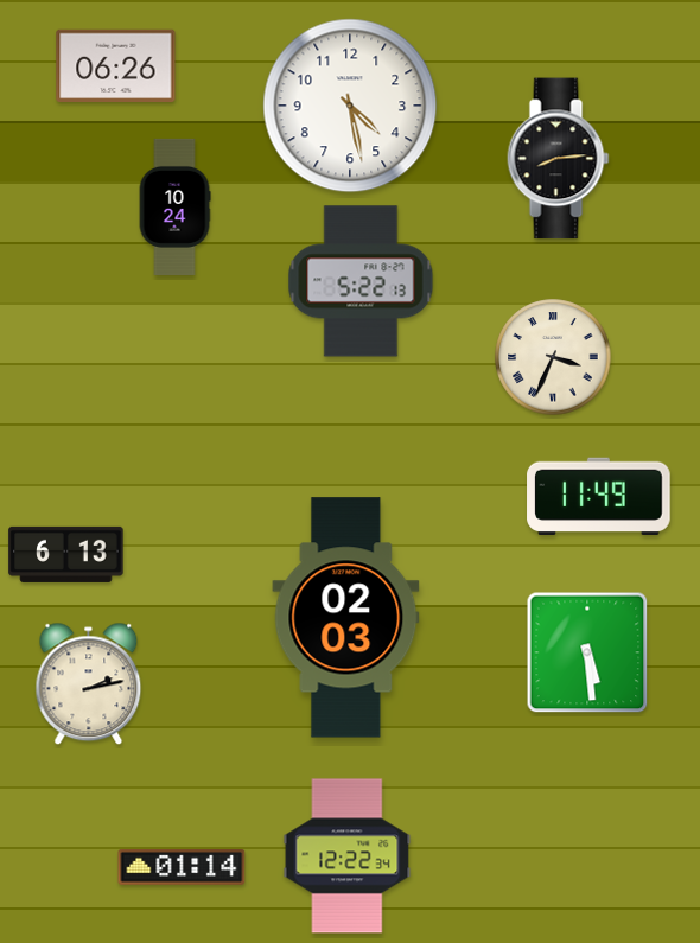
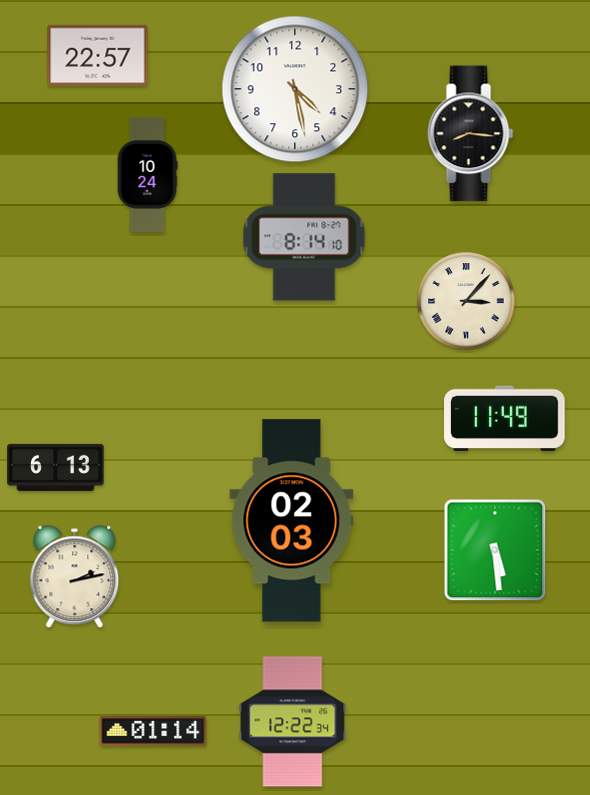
clock at (116, 66): 06:26 -> 22:57
clock at (559, 159): 8:14 -> 8:16
clock at (361, 281): 5:22 -> 8:14
clock at (553, 357): 3:34 -> 3:07
